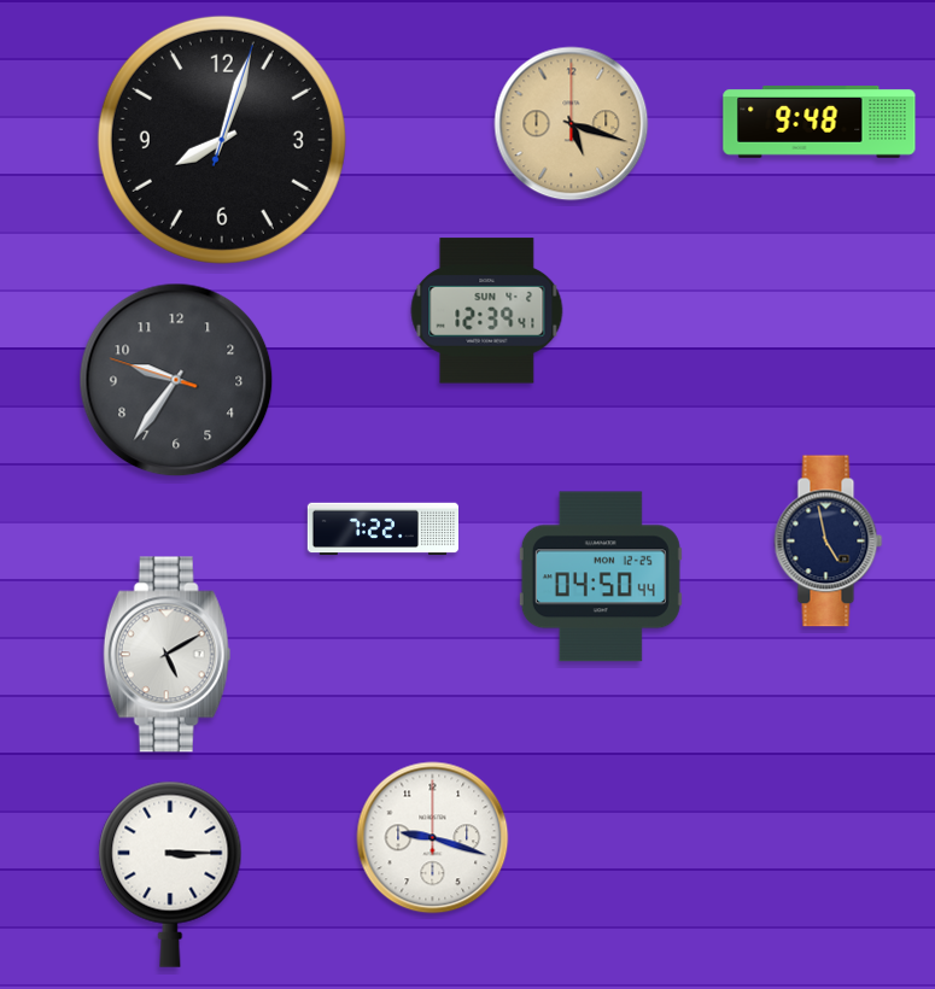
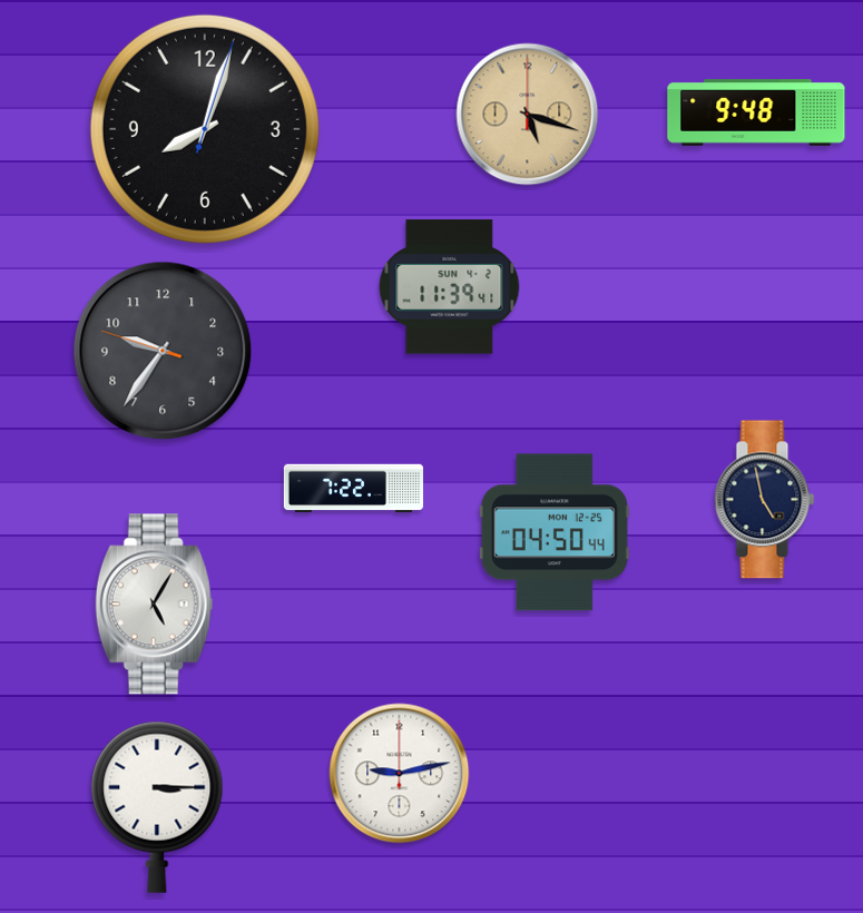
clock at (487, 311): 12:39 -> 11:39
clock at (168, 655): 5:10 -> 5:05
clock at (433, 838): 9:18 -> 9:13
